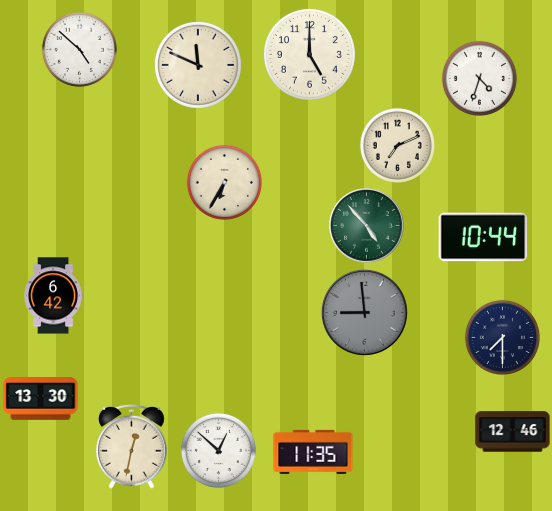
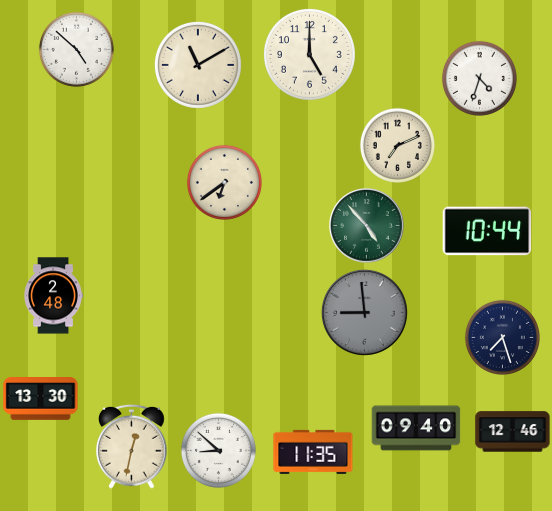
clock at (79, 49) position: (79, 49) -> (76, 49)
clock at (198, 65): 11:49 -> 11:10
clock at (224, 182): 6:35 -> 6:39
clock at (483, 237) position: (483, 237) -> (487, 231)
clock at (53, 296): 6:42 -> 2:48
clock at (502, 337): 7:30 -> 7:27
clock at (416, 428): none -> 09:40
clock at (218, 450): 12:52 -> 8:52
